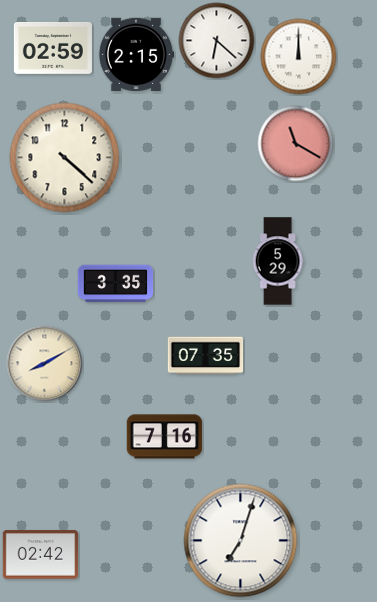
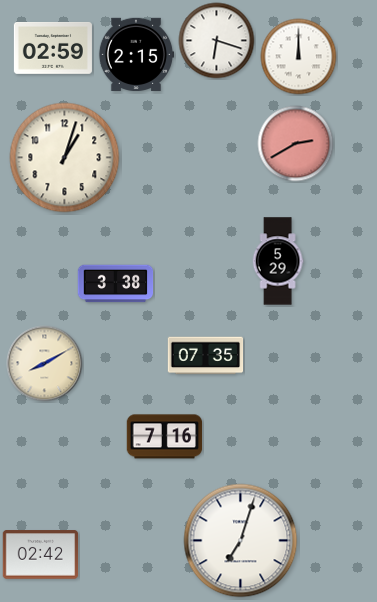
clock at (217, 41): 6:22 -> 6:18
clock at (296, 144): 11:20 -> 2:40
clock at (65, 158): 4:22 -> 1:03
clock at (116, 284): 3:35 -> 3:38
